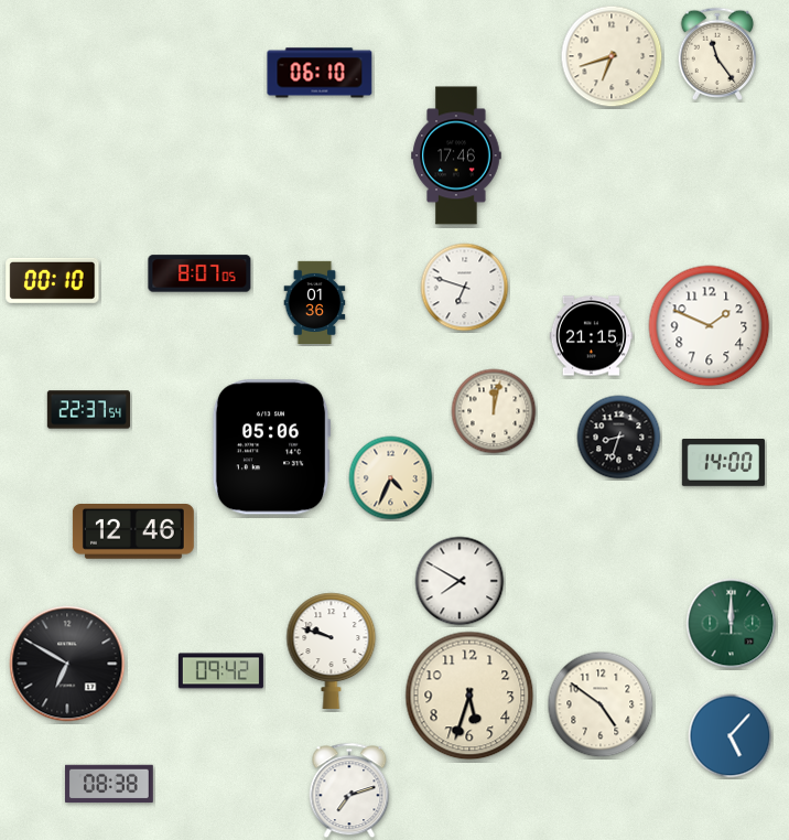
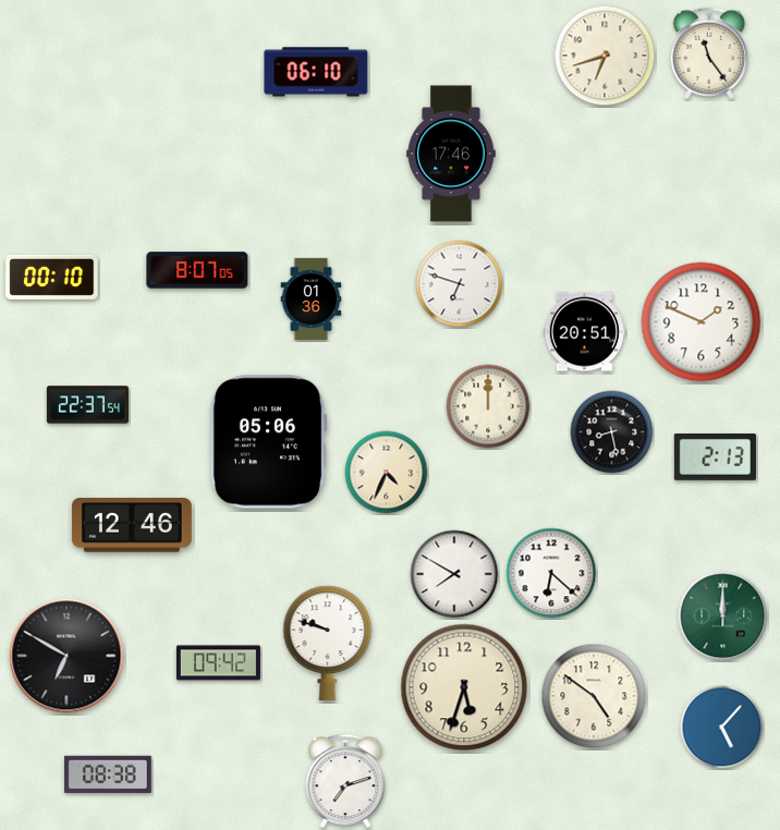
clock at (591, 336): 21:15 -> 20:51
clock at (494, 411): 12:02 -> 12:00
clock at (619, 438): 8:33 -> 8:28
clock at (723, 463): 14:00 -> 2:13
clock at (551, 573): none -> 6:22
